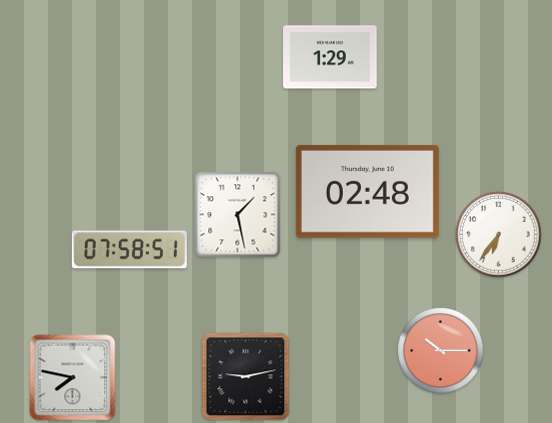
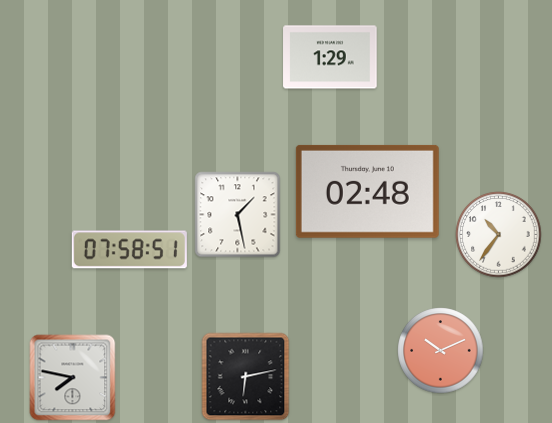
clock at (499, 235): 6:36 -> 10:36
clock at (441, 351): 10:15 -> 10:11
clock at (246, 377): 9:13 -> 6:13
